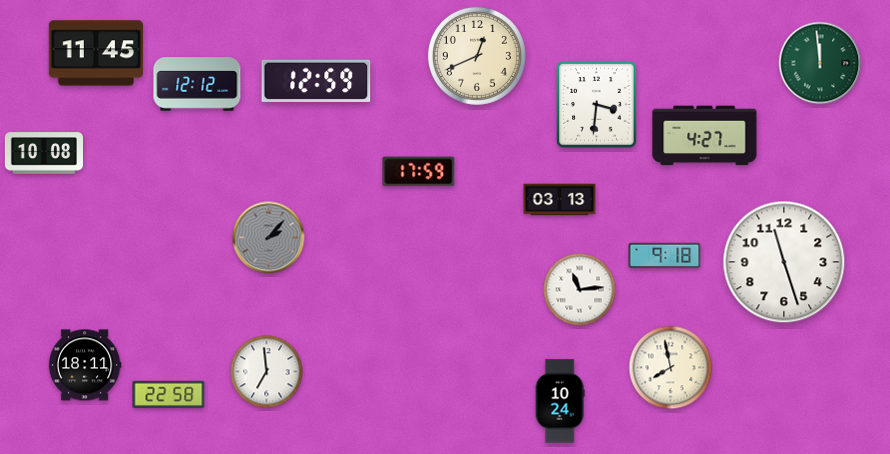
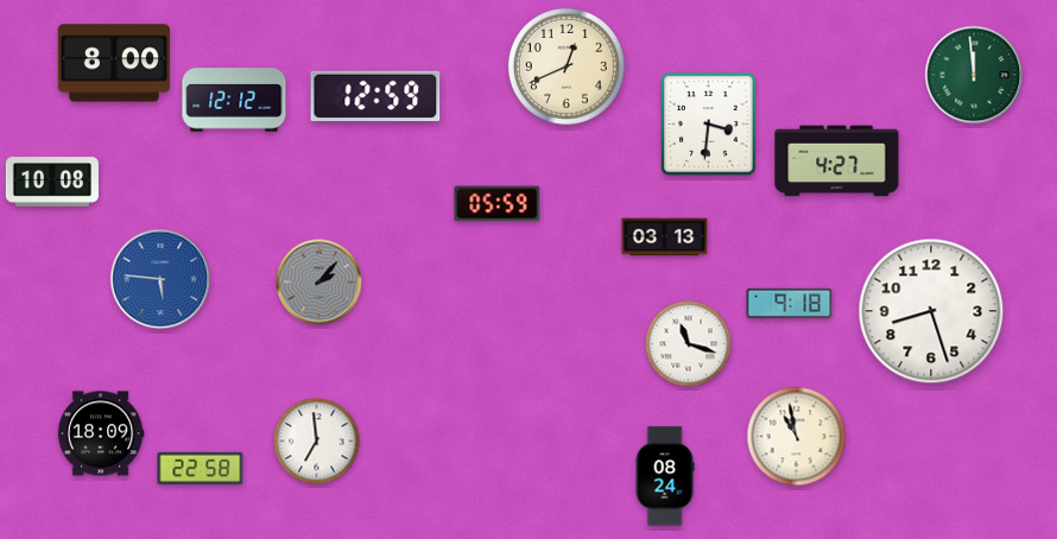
clock at (96, 53): 11:45 -> 8:00
clock at (419, 172): 17:59 -> 05:59
clock at (160, 279): none -> 5:46
clock at (784, 262): 11:27 -> 8:27
clock at (580, 290): 11:14 -> 11:18
clock at (85, 365): 18:11 -> 18:09
clock at (671, 368): 7:58 -> 10:58
clock at (560, 401): 10:24 -> 08:24
